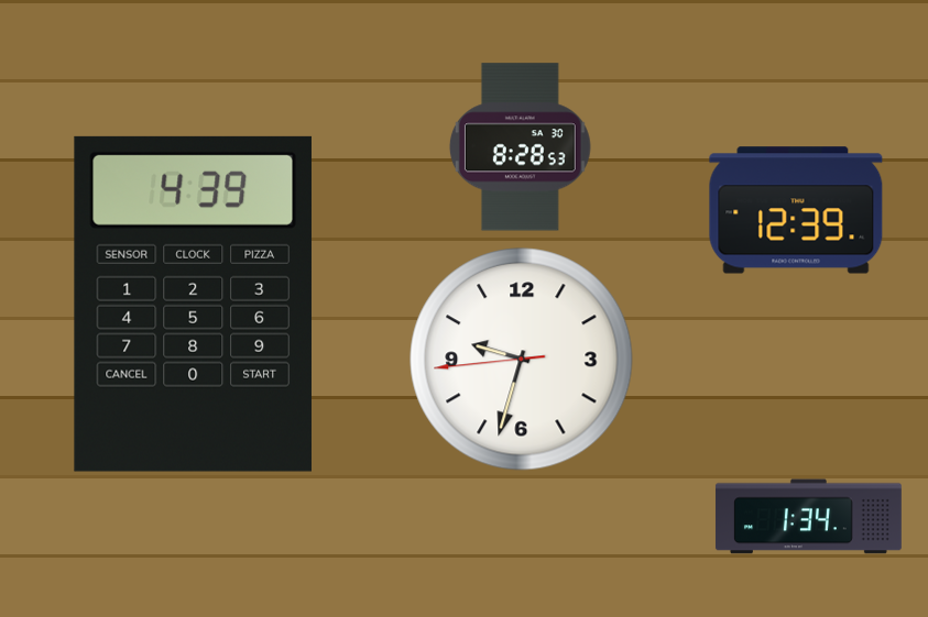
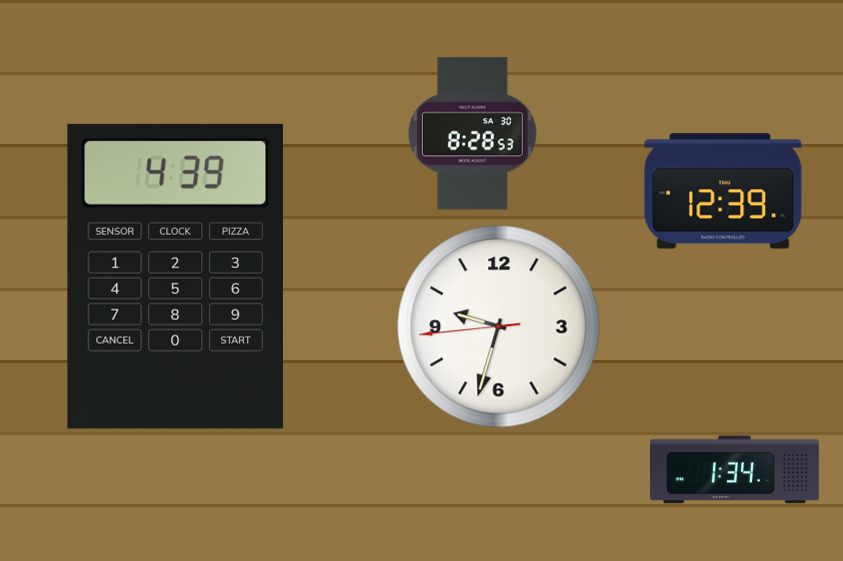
clock at (522, 360) position: (522, 360) -> (499, 327)
